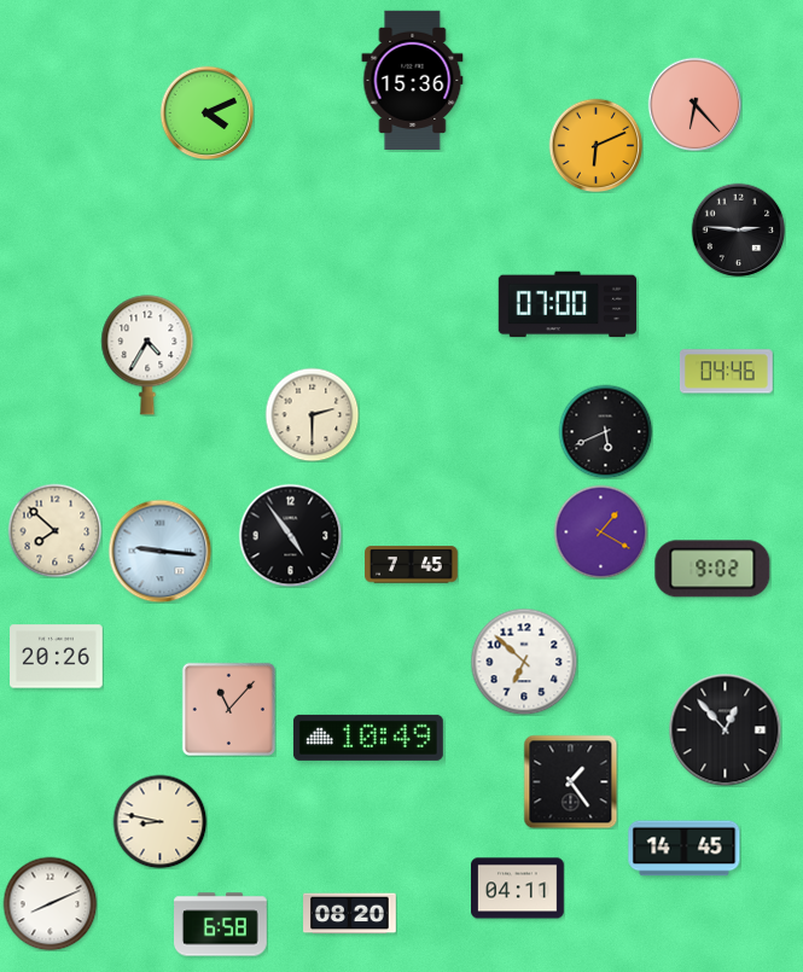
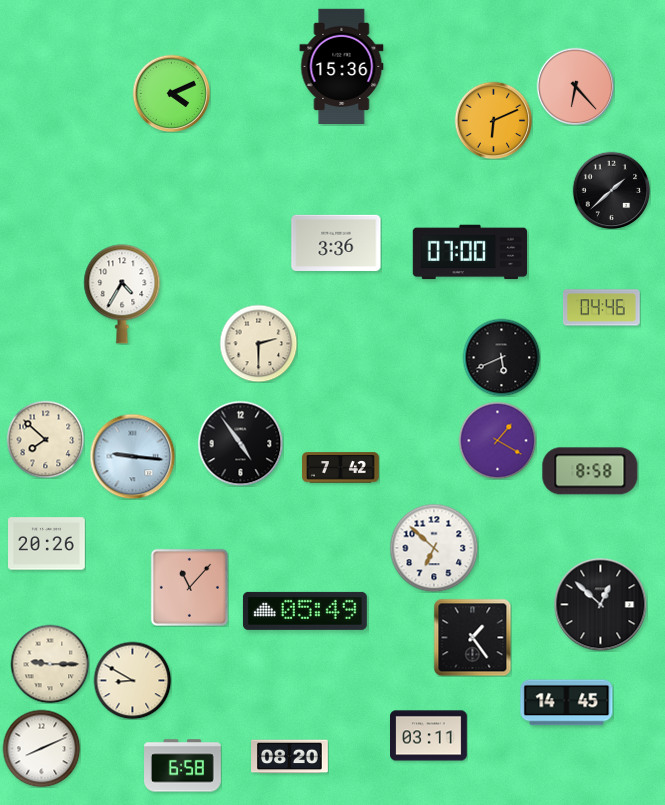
clock at (738, 229): 2:46 -> 1:38
clock at (336, 243): none -> 3:36
clock at (412, 565): 7:45 -> 7:42
clock at (712, 569): 9:02 -> 8:58
clock at (725, 729): 12:53 -> 12:52
clock at (368, 738): 10:49 -> 05:49
clock at (570, 781) position: (570, 781) -> (472, 637)
clock at (50, 664): none -> 9:15
clock at (159, 821): 8:47 -> 8:50
clock at (518, 889): 04:11 -> 03:11
